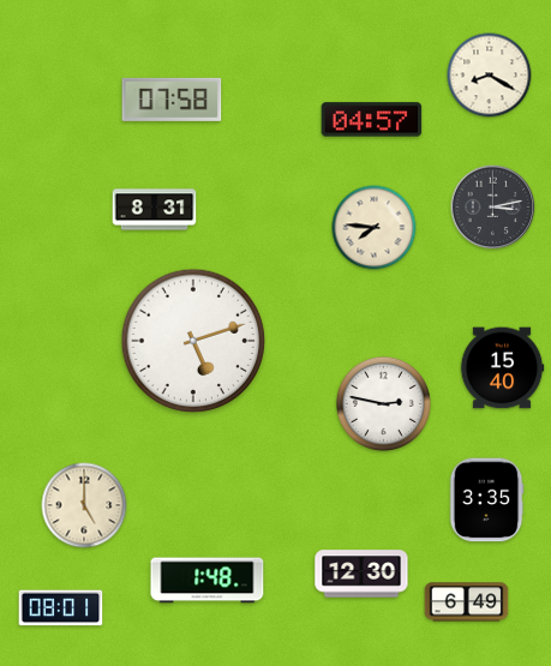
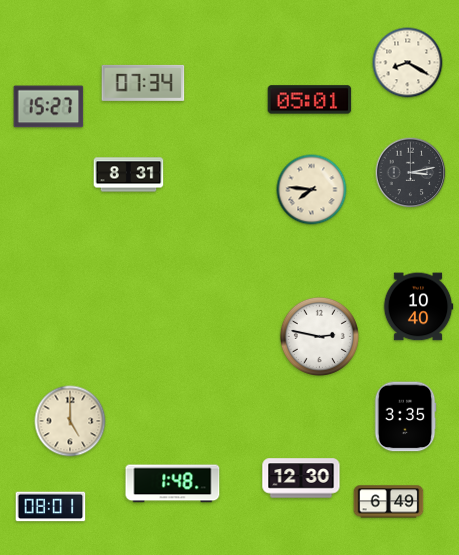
clock at (172, 100): 07:58 -> 07:34
clock at (372, 120): 04:57 -> 05:01
clock at (49, 107): none -> 15:27
clock at (193, 341): 5:12 -> none
clock at (502, 368): 15:40 -> 10:40
